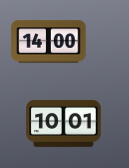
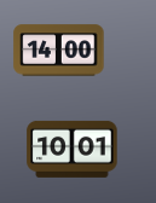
clock at (64, 123) position: (64, 123) -> (73, 149)
